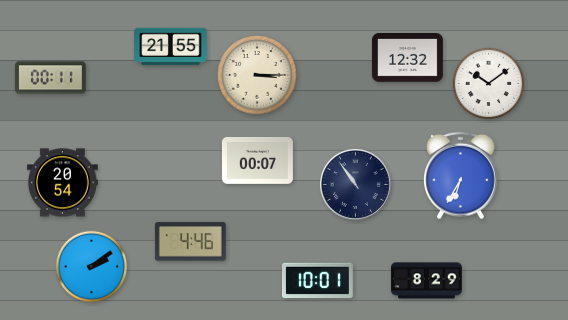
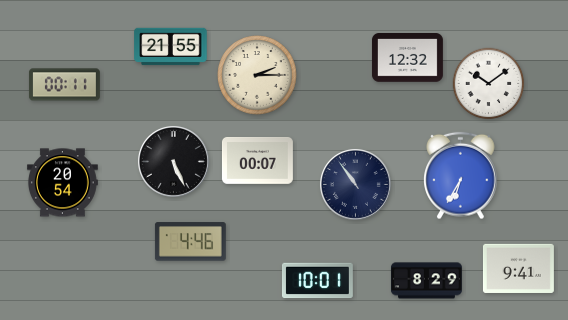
clock at (257, 75): 3:15 -> 2:15
clock at (50, 78) position: (50, 78) -> (64, 85)
clock at (173, 161): none -> 5:26
clock at (92, 267): 2:09 -> none
clock at (518, 268): none -> 9:41
